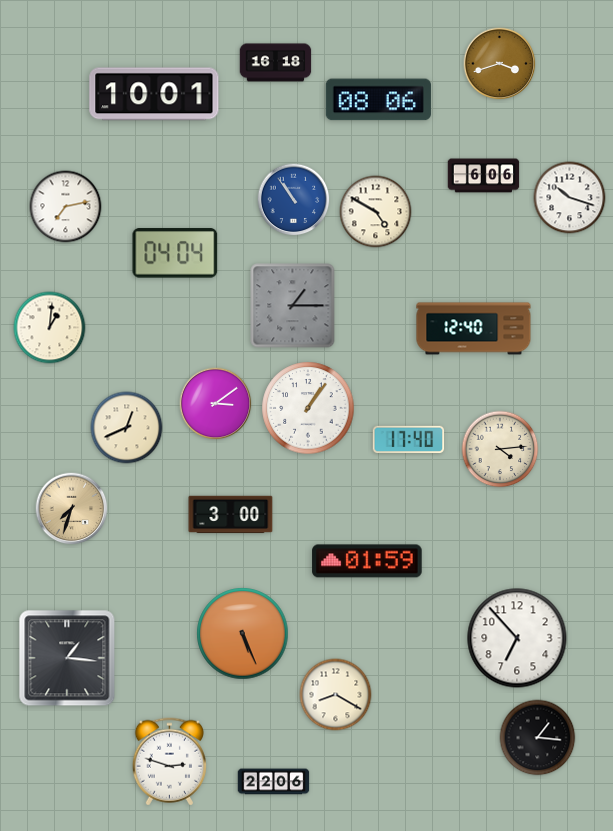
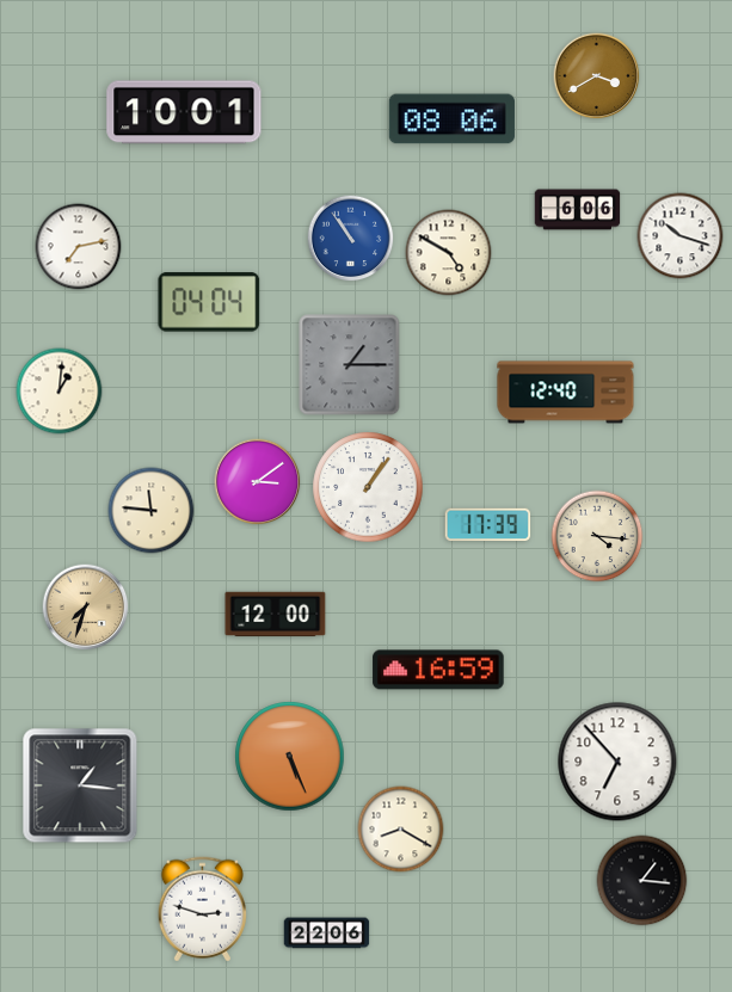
clock at (276, 63): 16:18 -> none
clock at (500, 64): 3:42 -> 3:40
clock at (127, 428): 12:41 -> 11:46
clock at (409, 440): 17:40 -> 17:39
clock at (500, 449): 4:14 -> 4:16
clock at (231, 515): 3:00 -> 12:00
clock at (367, 561): 01:59 -> 16:59
